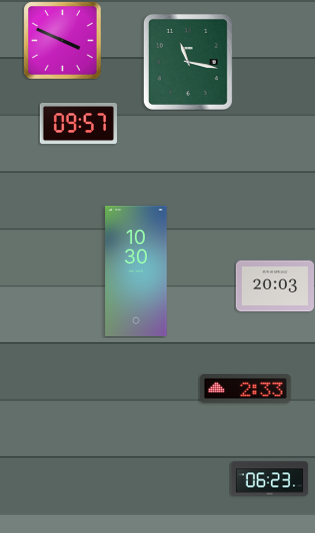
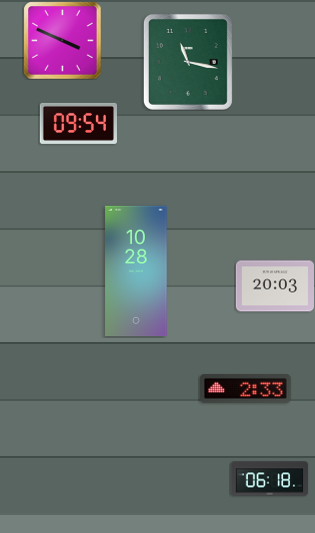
clock at (78, 123): 09:57 -> 09:54
clock at (136, 271): 10:30 -> 10:28
clock at (269, 479): 06:23 -> 06:18
